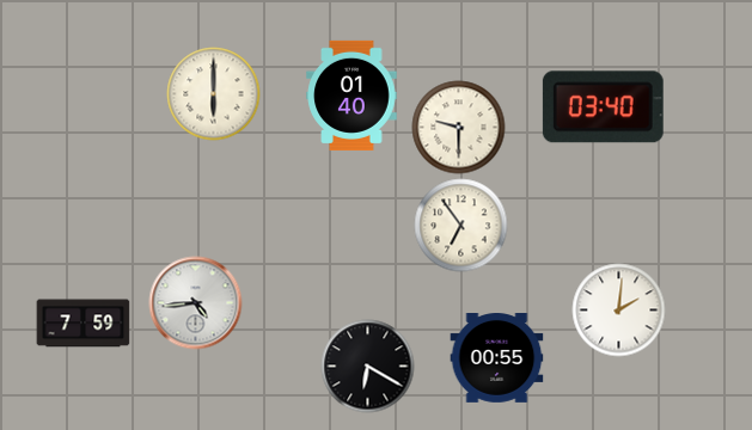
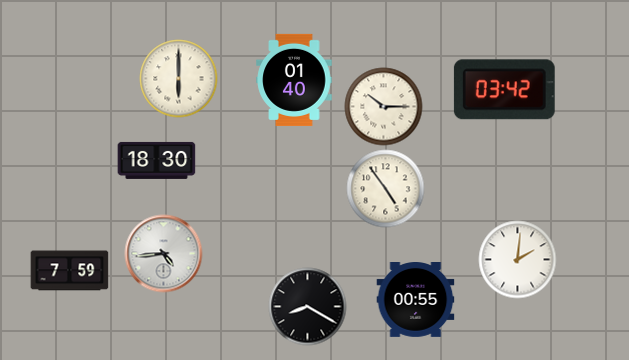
clock at (603, 107): 03:40 -> 03:42
clock at (458, 127): 9:30 -> 10:15
clock at (156, 160): none -> 18:30
clock at (460, 225): 6:54 -> 4:54
clock at (367, 365): 6:20 -> 8:20
